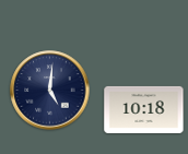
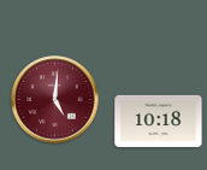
clock at (50, 91) dial: navy -> burgundy
